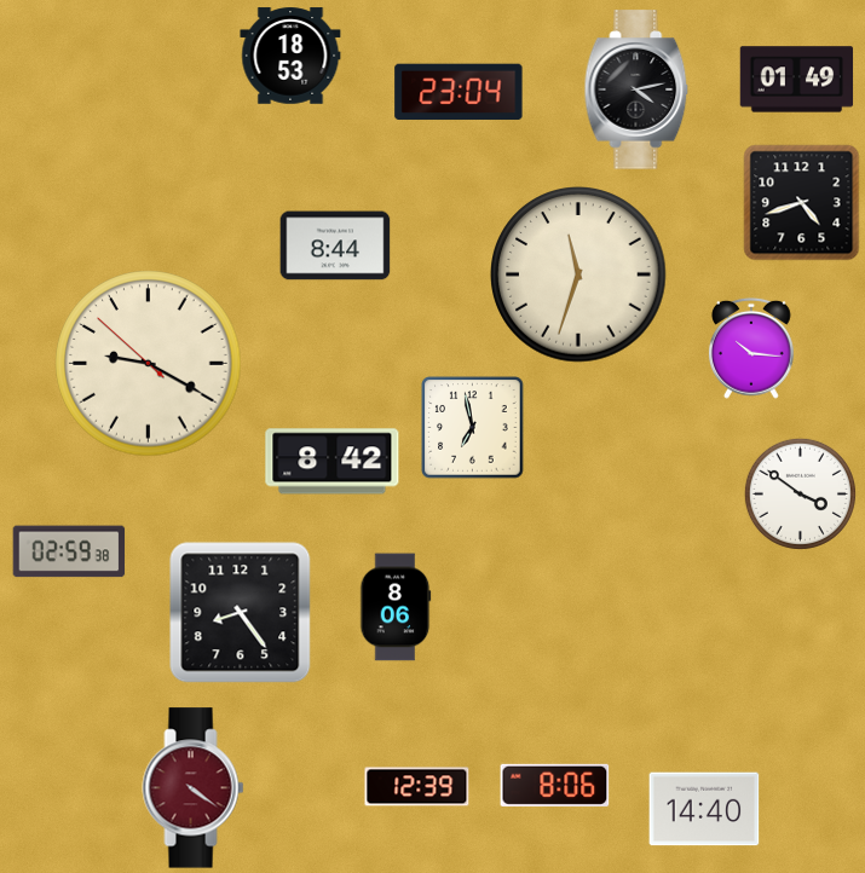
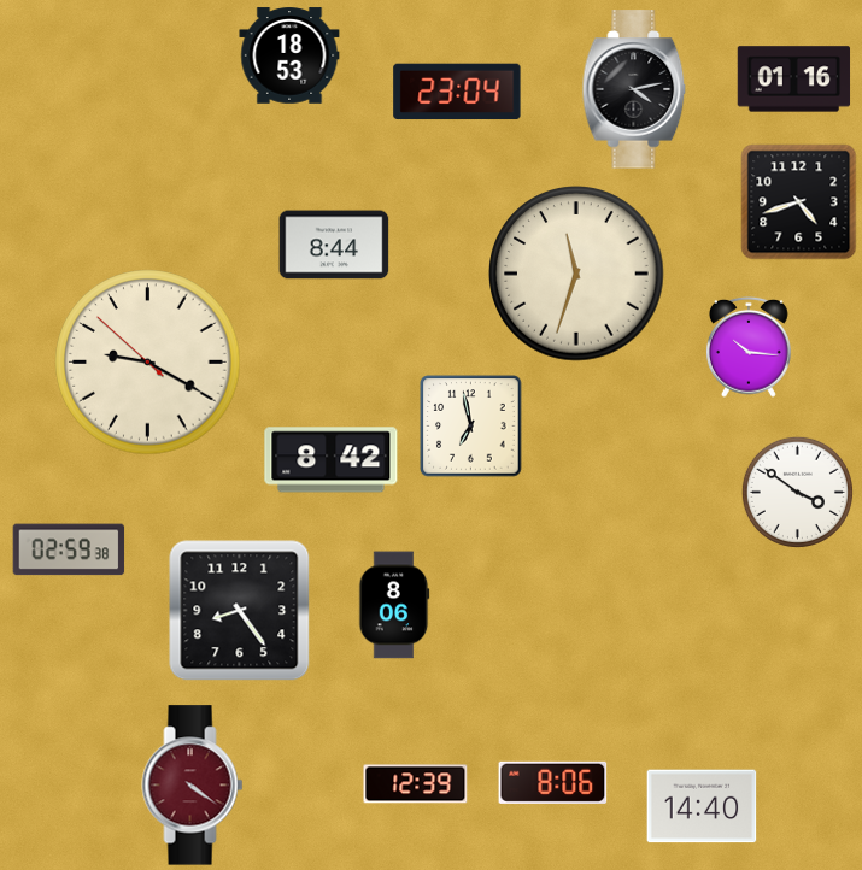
clock at (797, 80): 01:49 -> 01:16
